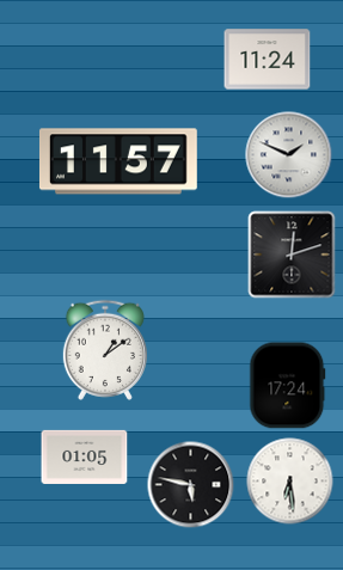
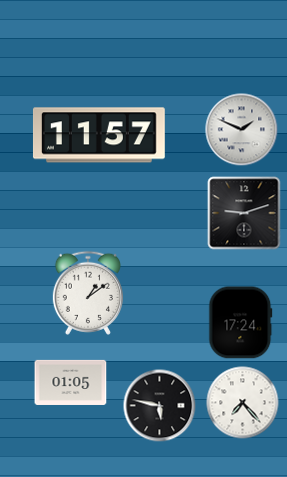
clock at (268, 60): 11:24 -> none
clock at (292, 255): 12:12 -> 9:12
clock at (290, 482): 6:29 -> 7:23
